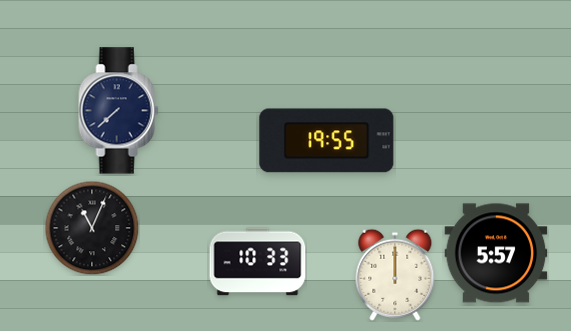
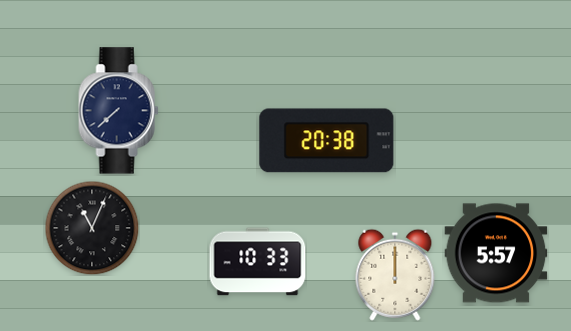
clock at (327, 141): 19:55 -> 20:38
